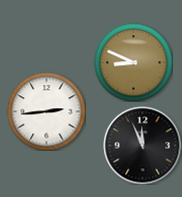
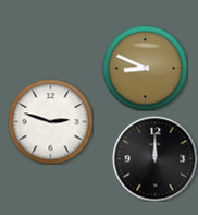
clock at (46, 111): 2:44 -> 2:48
clock at (142, 145): 11:56 -> 12:00
